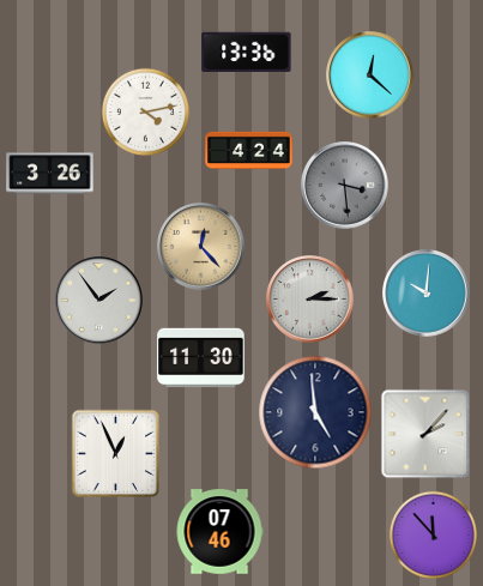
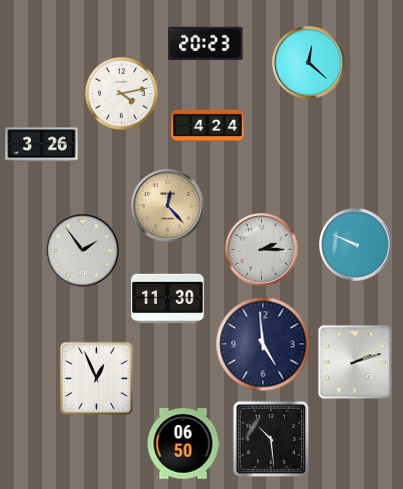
clock at (247, 52): 13:36 -> 20:23
clock at (345, 186): 3:29 -> none
clock at (427, 294): 10:01 -> 9:49
clock at (310, 300) position: (310, 300) -> (262, 250)
clock at (425, 434): 2:07 -> 2:12
clock at (271, 439): none -> 10:29
clock at (219, 532): 07:46 -> 06:50
clock at (433, 534): 11:53 -> none
